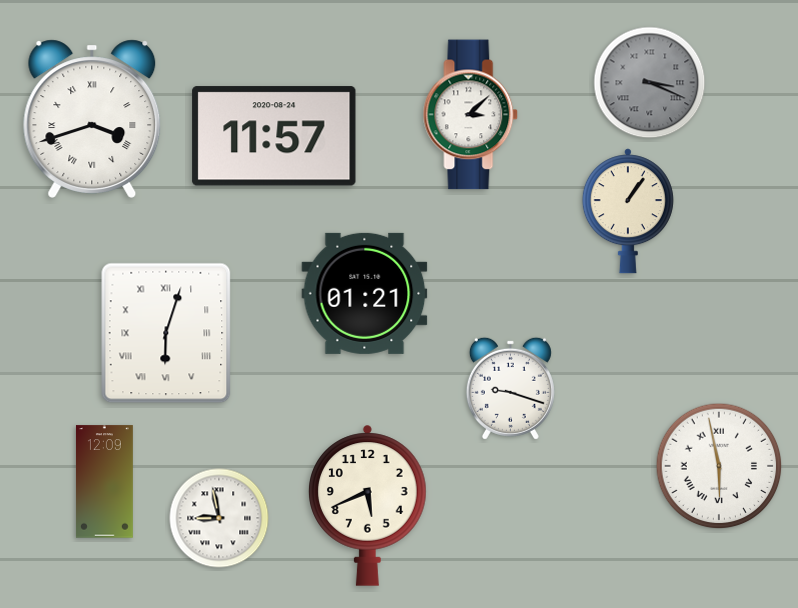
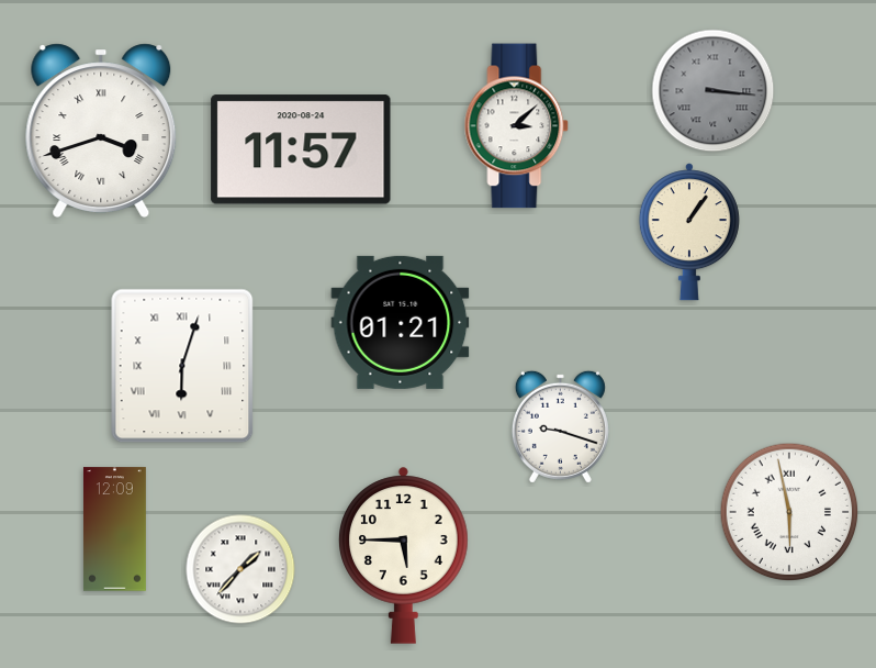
clock at (650, 83): 3:19 -> 3:16
clock at (368, 505): 5:41 -> 5:45
clock at (219, 518): 8:58 -> 1:37
